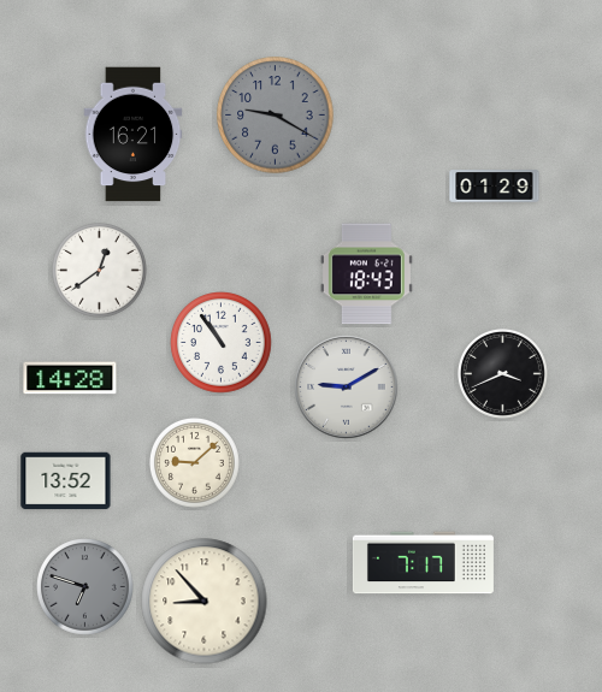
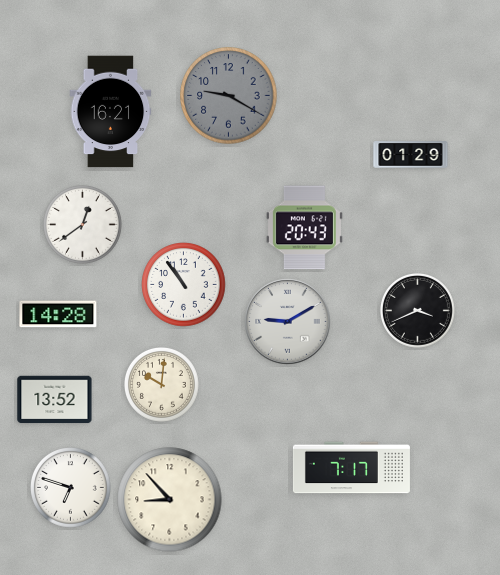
clock at (366, 274): 18:43 -> 20:43
clock at (194, 462): 9:08 -> 10:01
clock at (85, 587) dial: grey -> white
